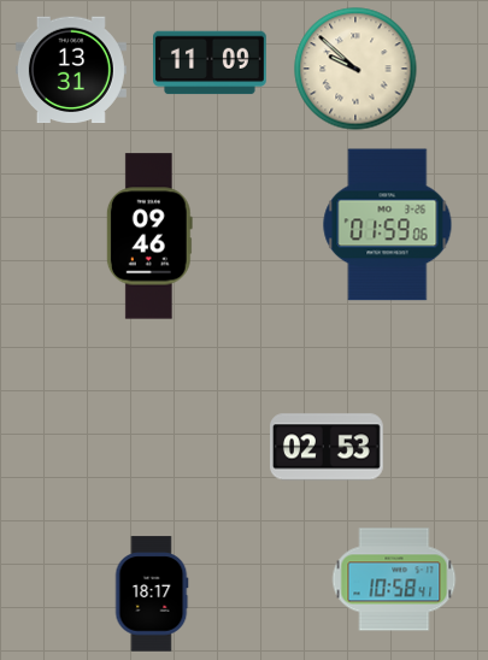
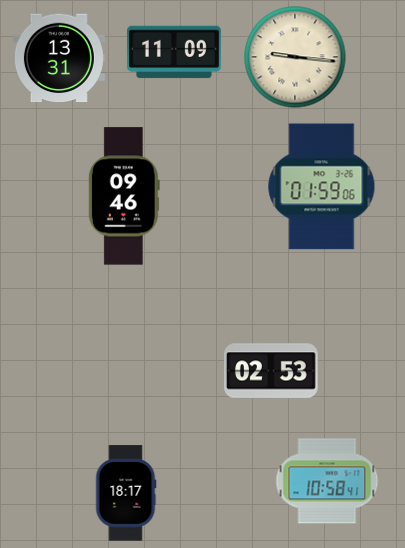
clock at (355, 69): 9:52 -> 9:16
